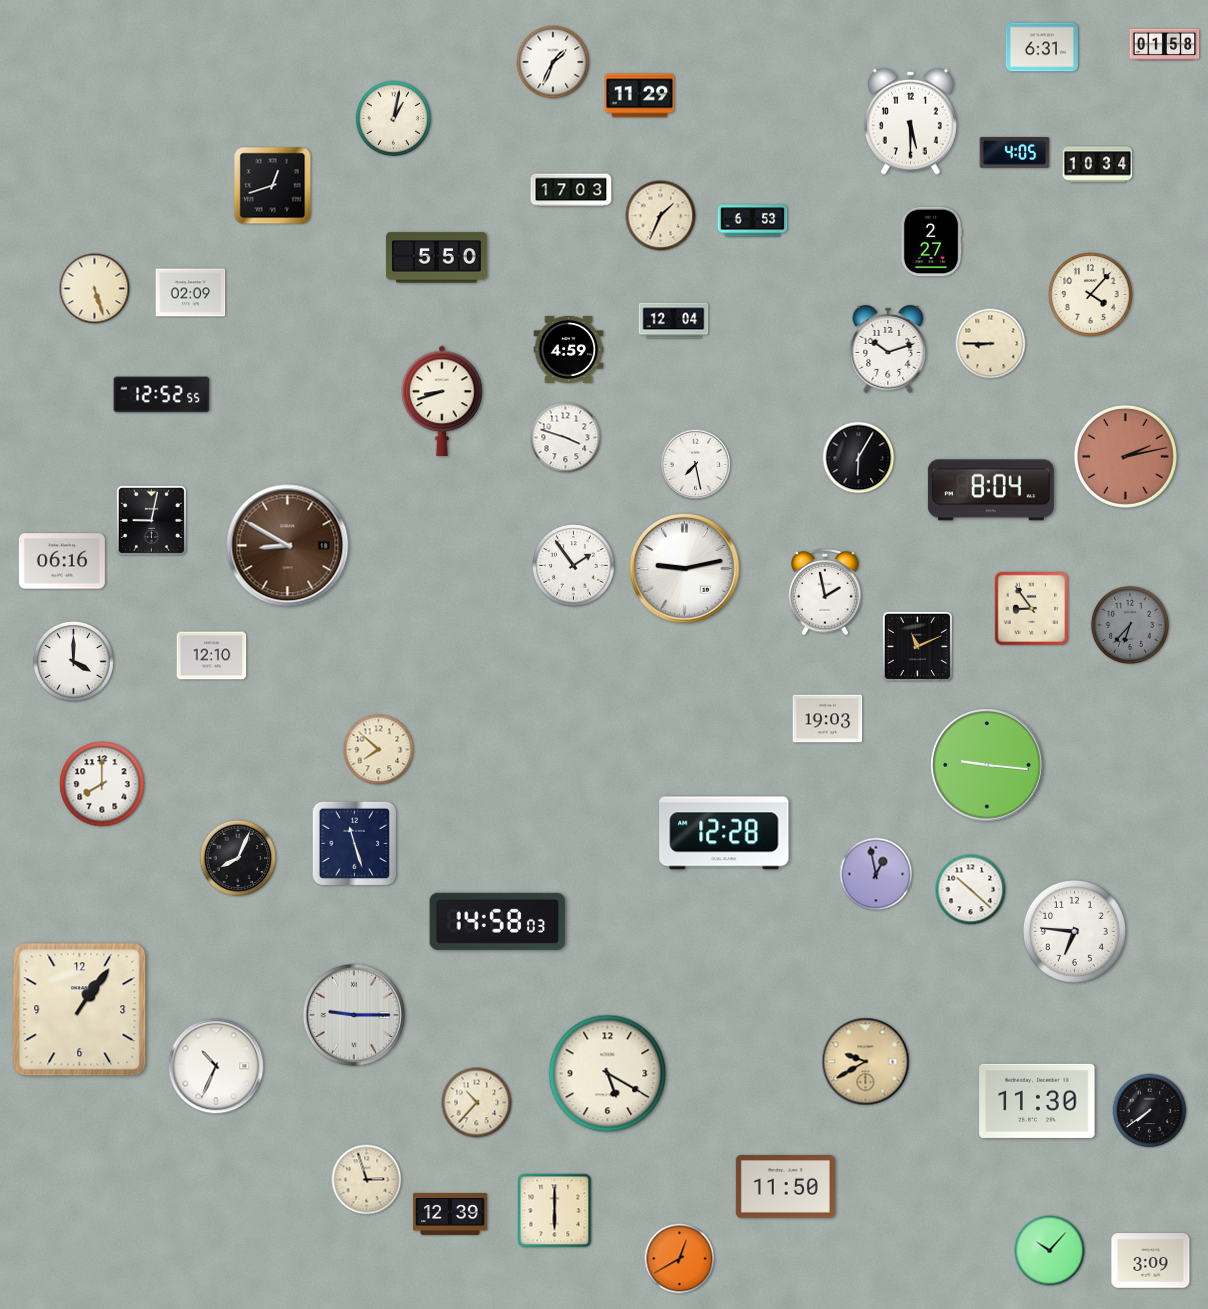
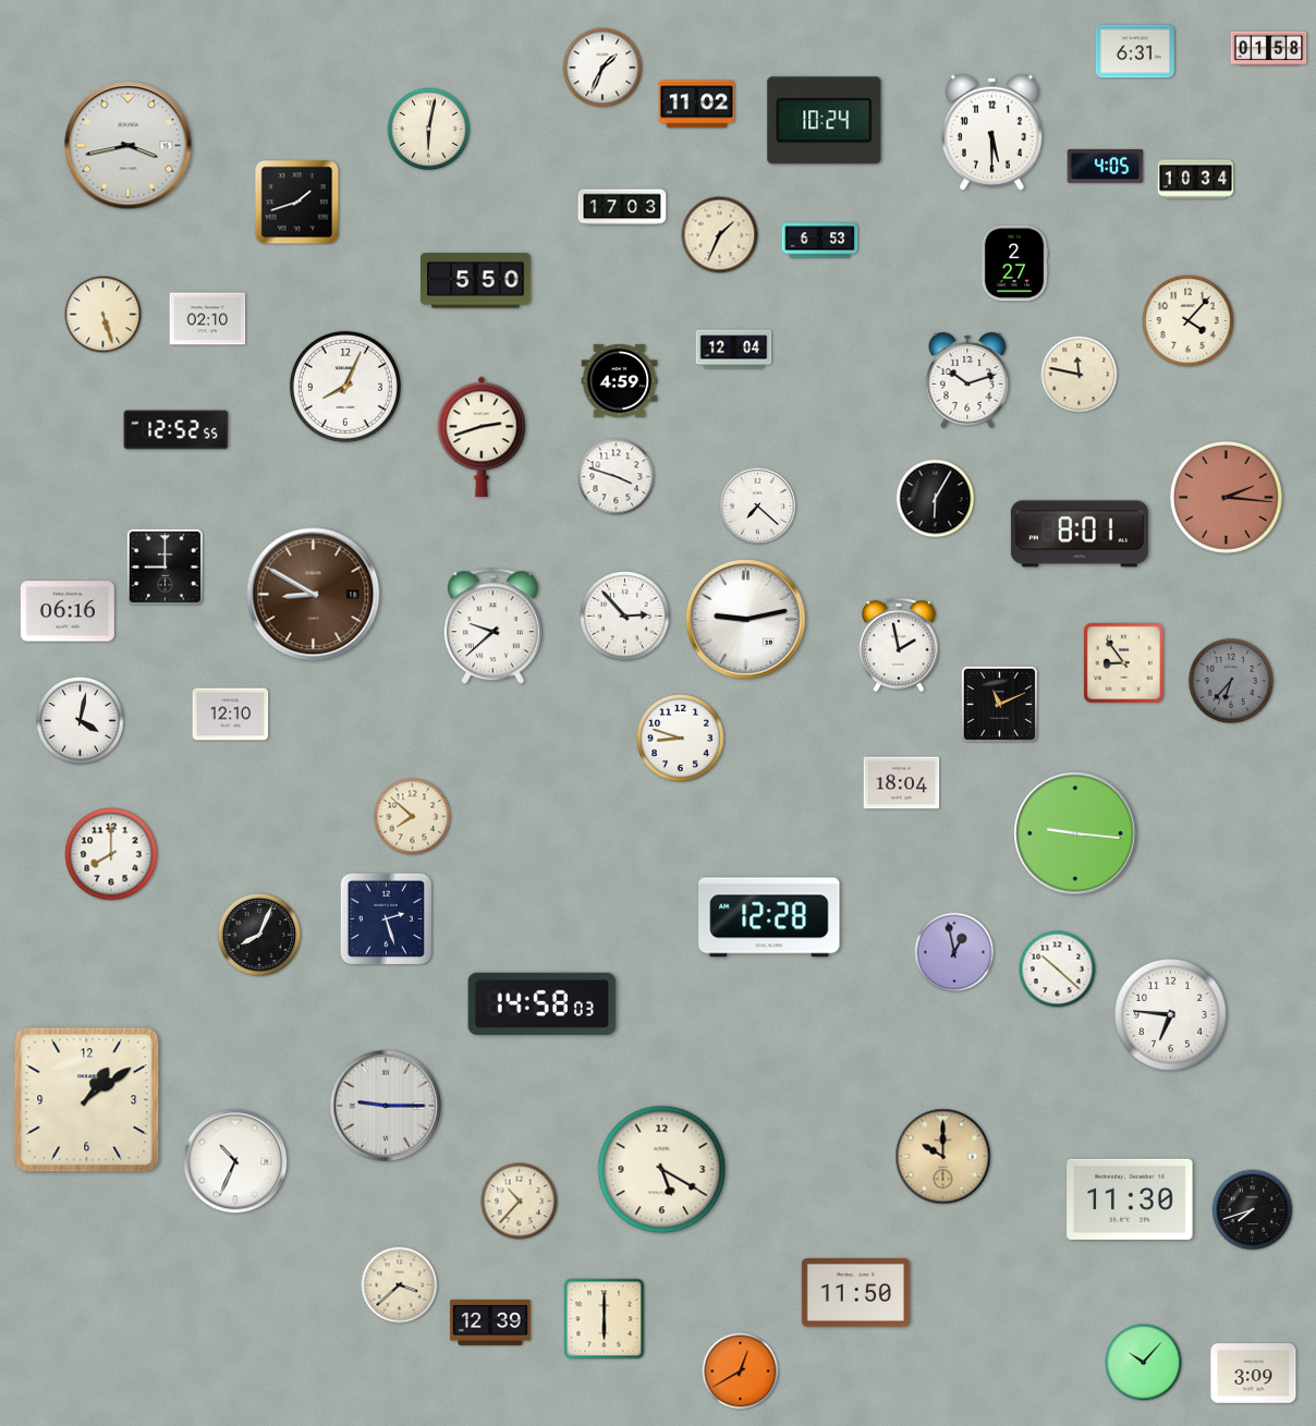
clock at (640, 96): 11:29 -> 11:02
clock at (825, 121): none -> 10:24
clock at (394, 119): 1:02 -> 6:02
clock at (129, 146): none -> 3:43
clock at (273, 186): 12:42 -> 1:42
clock at (191, 293): 02:09 -> 02:10
clock at (991, 344): 8:45 -> 11:47
clock at (345, 387): none -> 8:04
clock at (442, 401): 8:42 -> 2:42
clock at (1125, 456): 2:13 -> 2:16
clock at (696, 465): 7:28 -> 7:22
clock at (991, 490): 8:04 -> 8:01
clock at (151, 520): 9:02 -> 9:00
clock at (574, 566): 1:54 -> 2:53
clock at (492, 626): none -> 9:38
clock at (73, 661): 4:00 -> 4:02
clock at (680, 738): none -> 8:48
clock at (828, 719): 19:03 -> 18:04
clock at (724, 833) position: (724, 833) -> (769, 917)
clock at (355, 844): 11:27 -> 2:27
clock at (80, 1010): 1:06 -> 1:09
clock at (866, 1062): 9:40 -> 10:00
clock at (1150, 1111): 7:39 -> 7:42
clock at (367, 1180): 2:57 -> 3:38
